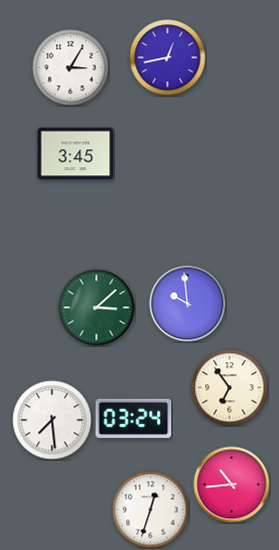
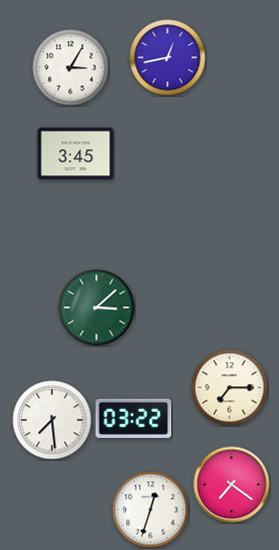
clock at (188, 304): 9:59 -> none
clock at (230, 388): 6:54 -> 7:15
clock at (134, 418): 03:24 -> 03:22
clock at (232, 485): 10:44 -> 7:21
